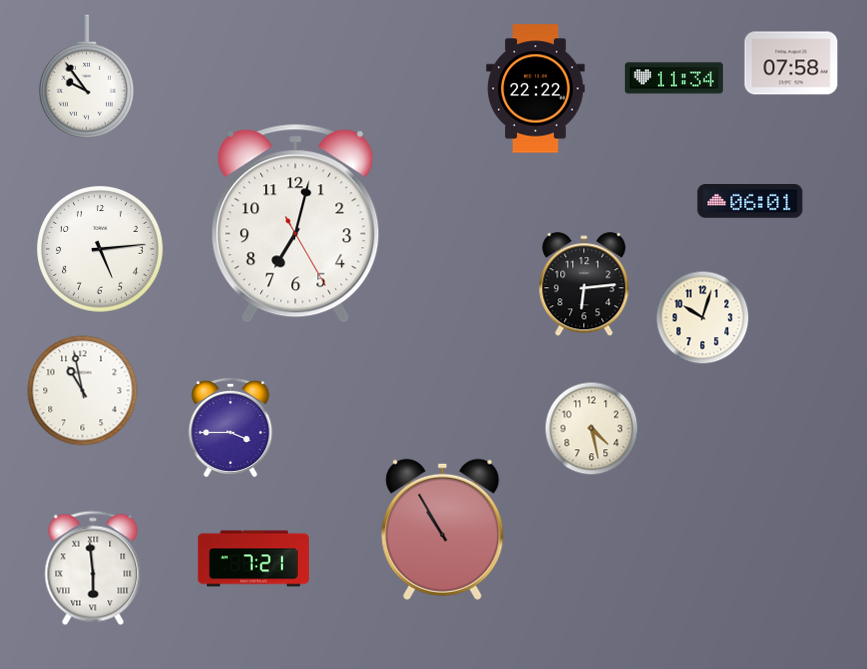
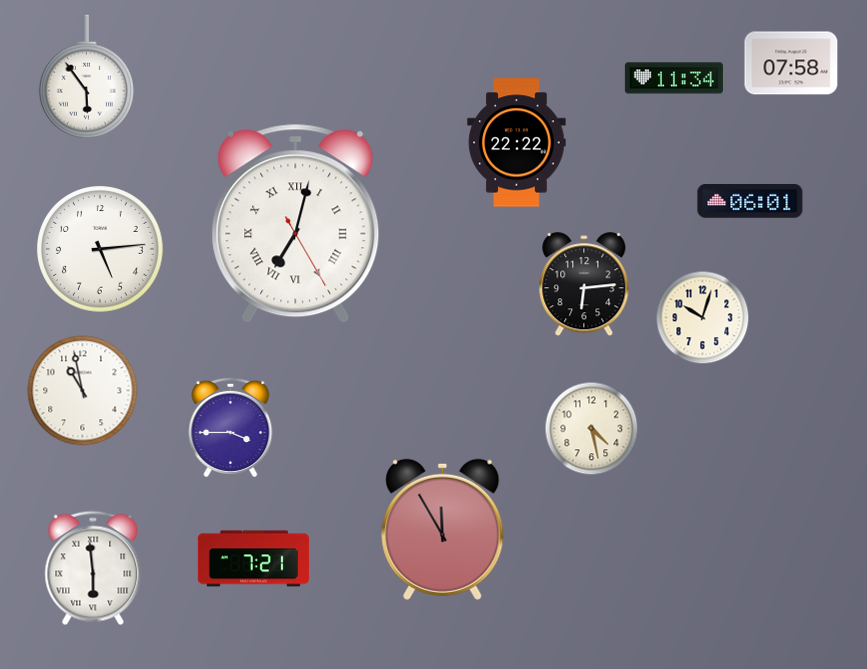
clock at (86, 77): 9:54 -> 5:54
clock at (536, 89) position: (536, 89) -> (517, 143)
clock at (296, 223) numerals: Arabic -> Roman
clock at (443, 529): 10:55 -> 11:55
